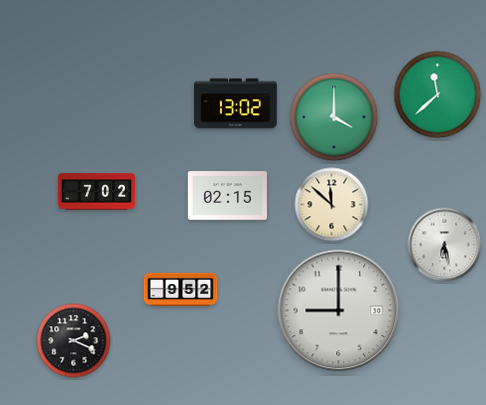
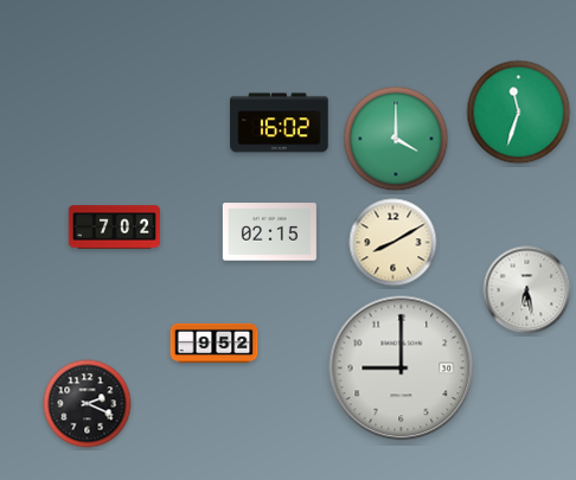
clock at (438, 95): 11:38 -> 11:33
clock at (236, 104): 13:02 -> 16:02
clock at (332, 205): 11:52 -> 8:10
